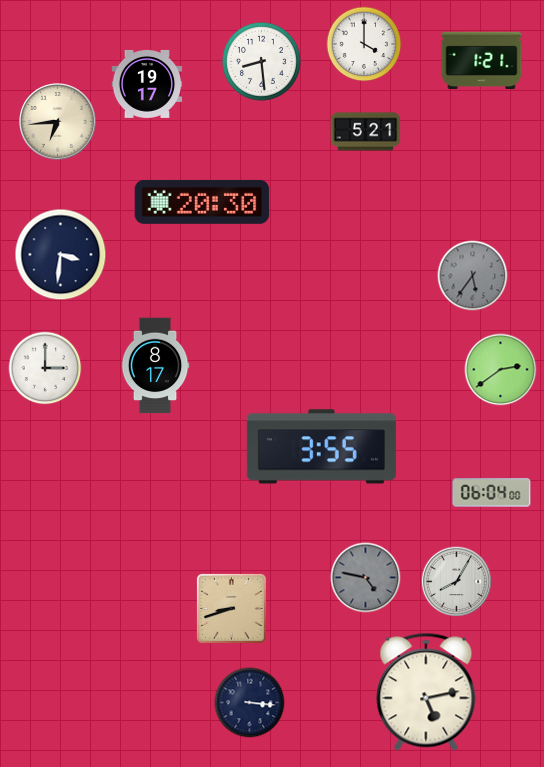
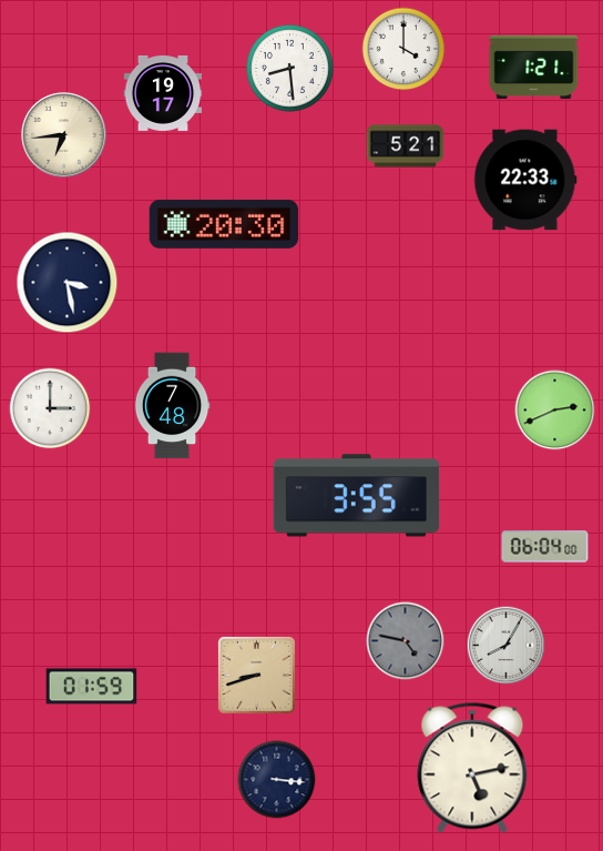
clock at (525, 180): none -> 22:33
clock at (61, 255): 3:31 -> 3:28
clock at (473, 276): 5:36 -> none
clock at (155, 366): 8:17 -> 7:48
clock at (501, 370): 2:39 -> 2:41
clock at (92, 687): none -> 01:59
